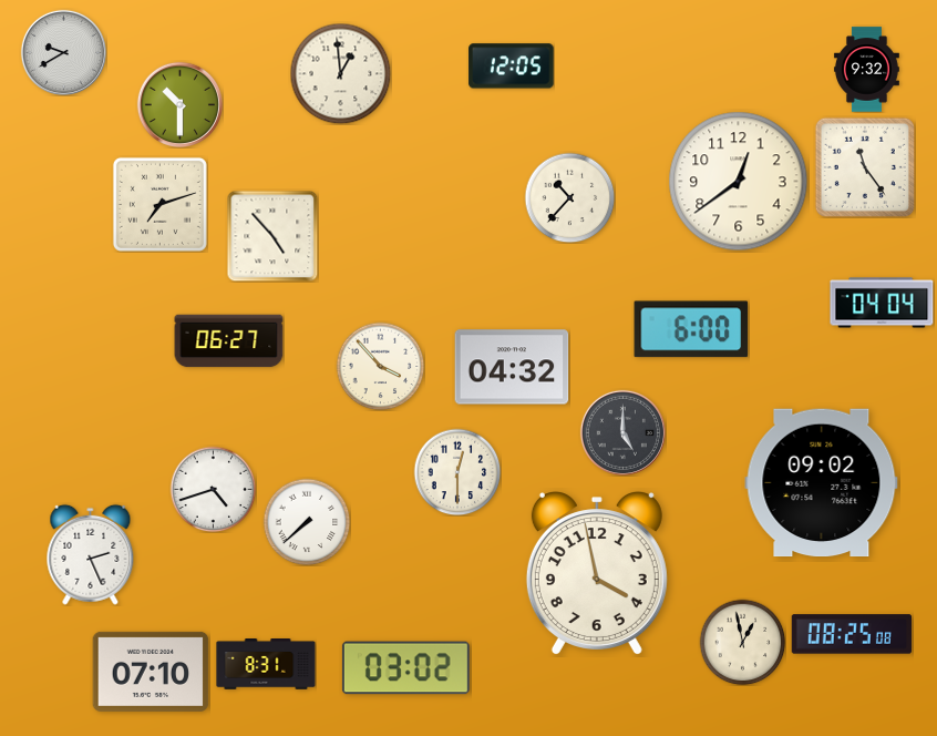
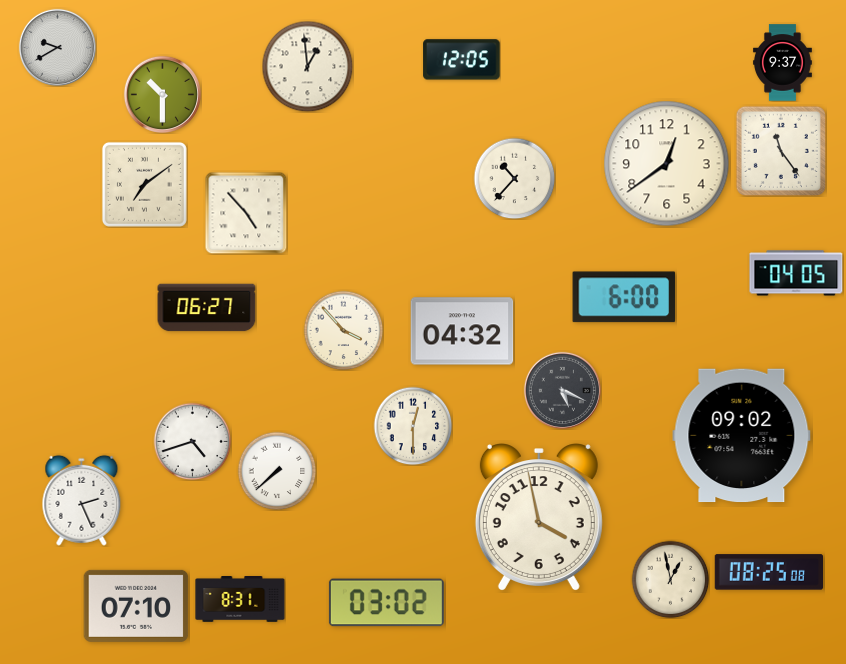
clock at (866, 70): 9:32 -> 9:37
clock at (159, 204): 7:12 -> 7:09
clock at (882, 303): 04:04 -> 04:05
clock at (622, 432): 5:00 -> 5:19
clock at (405, 668) position: (405, 668) -> (386, 603)
